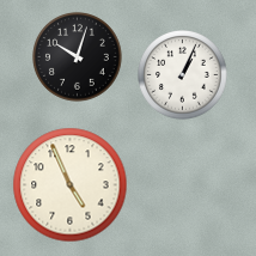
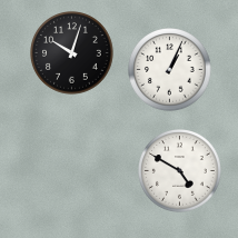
clock at (180, 171): none -> 4:50
clock at (71, 185): 4:56 -> none
